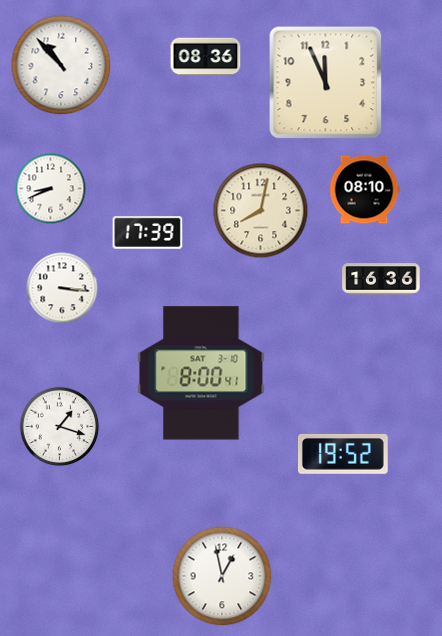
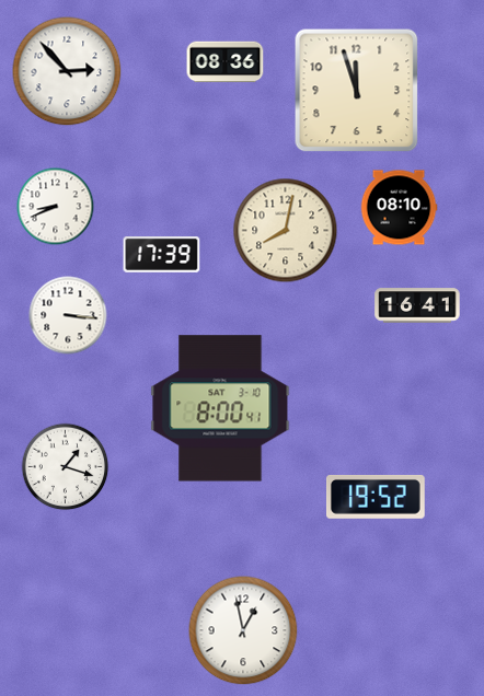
clock at (61, 65): 10:53 -> 2:53
clock at (326, 83): 11:56 -> 11:57
clock at (381, 279): 16:36 -> 16:41
